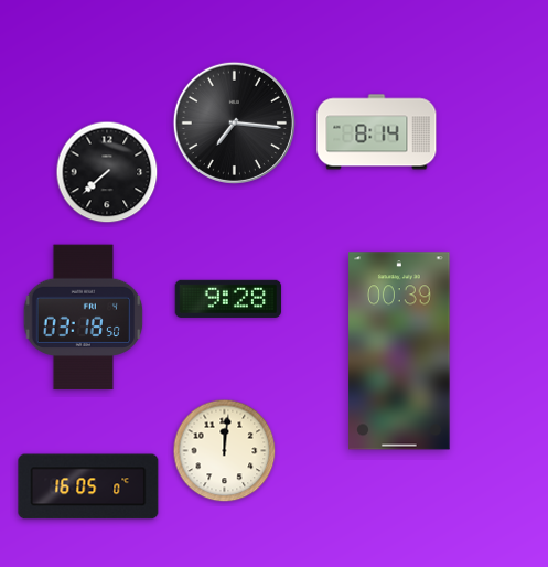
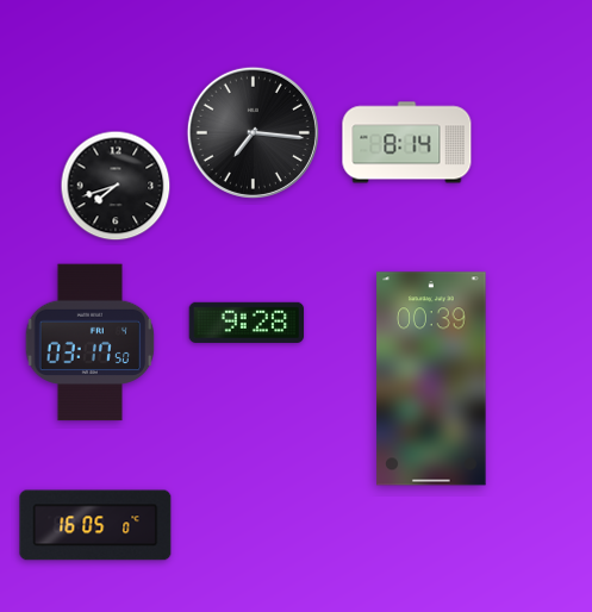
clock at (107, 172): 7:38 -> 7:42
clock at (84, 318): 03:18 -> 03:17
clock at (225, 451): 12:01 -> none
